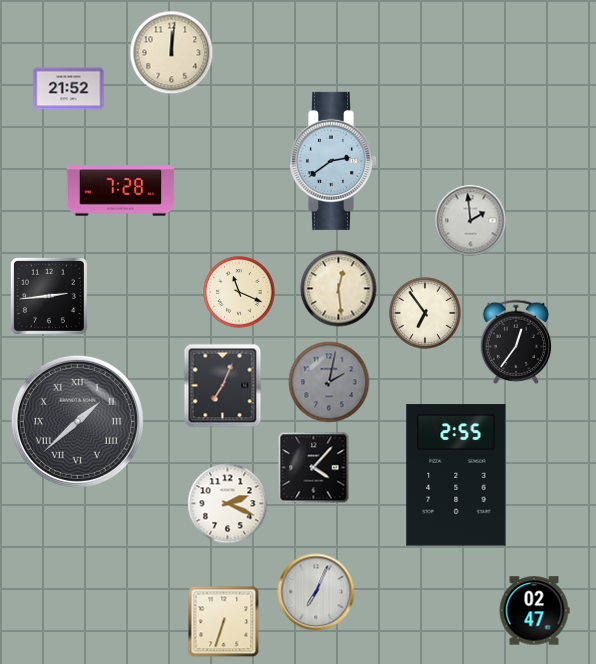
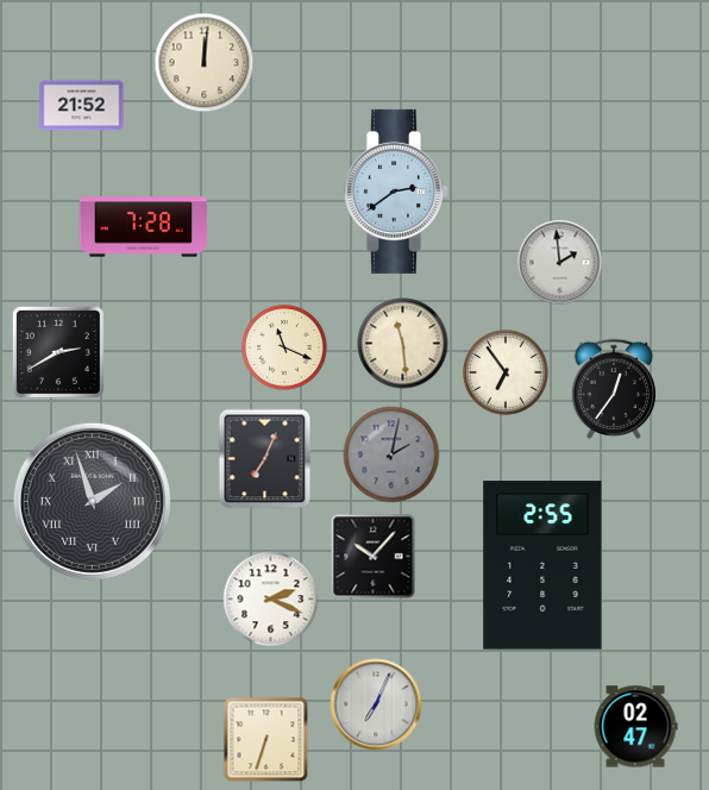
clock at (339, 289): 12:29 -> 11:29
clock at (49, 296): 2:44 -> 2:40
clock at (516, 342) position: (516, 342) -> (614, 389)
clock at (77, 421): 1:38 -> 1:57
clock at (314, 468): 4:07 -> 10:07
